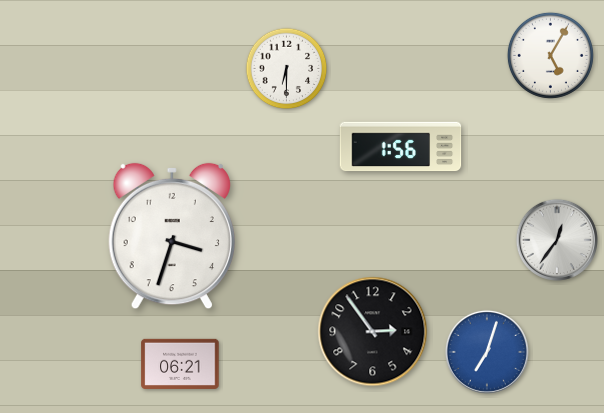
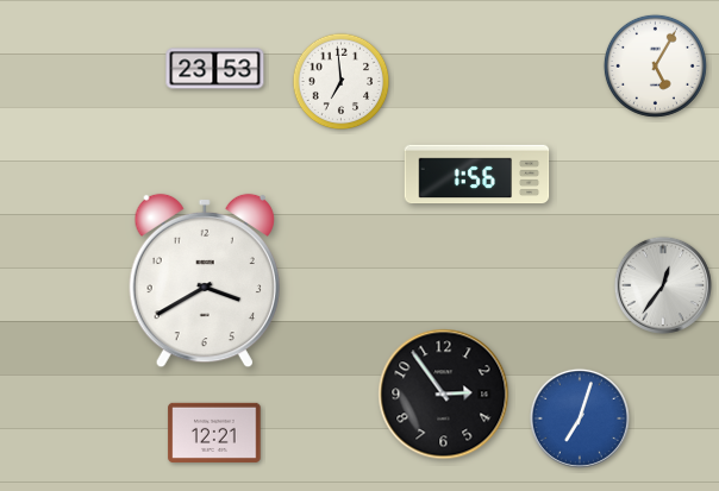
clock at (215, 69): none -> 23:53
clock at (287, 69): 6:30 -> 6:59
clock at (172, 236): 3:33 -> 3:40
clock at (180, 364): 06:21 -> 12:21
